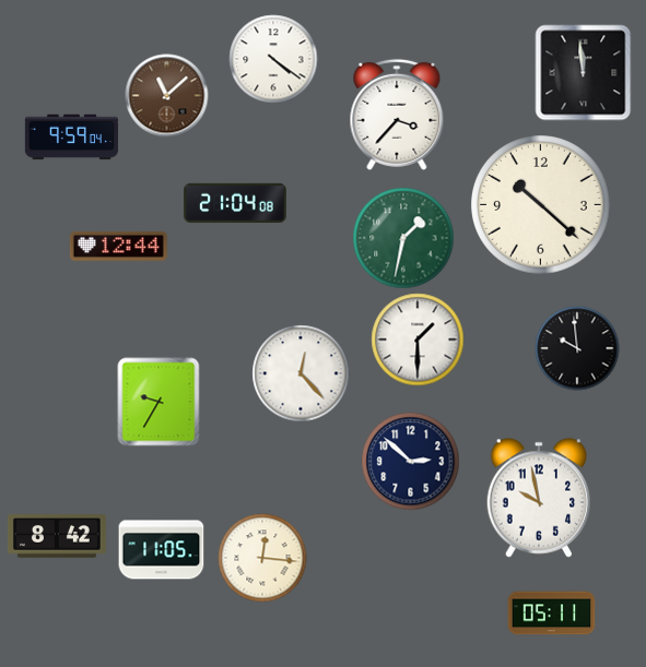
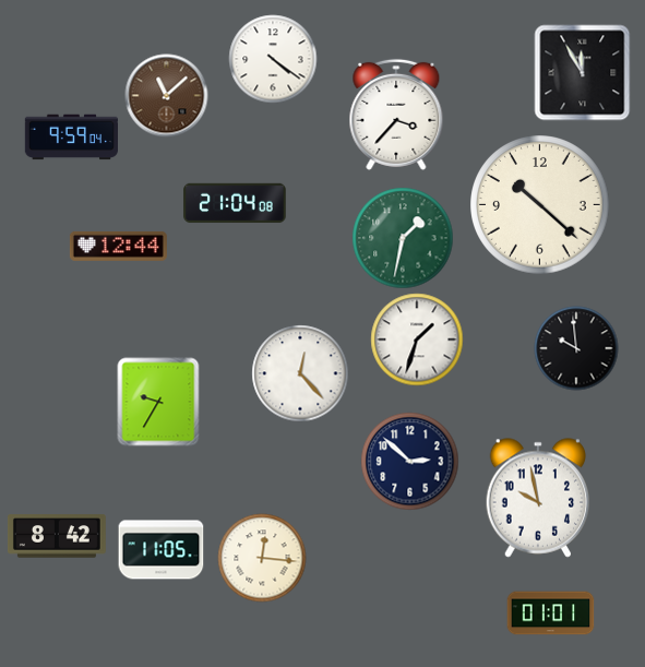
clock at (584, 73): 11:59 -> 11:55
clock at (418, 340): 1:30 -> 1:33
clock at (552, 614): 05:11 -> 01:01
